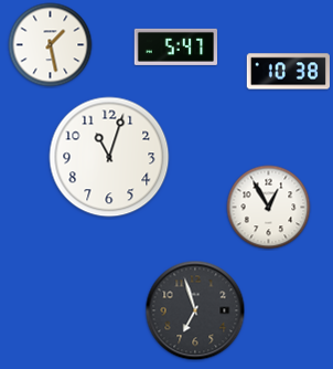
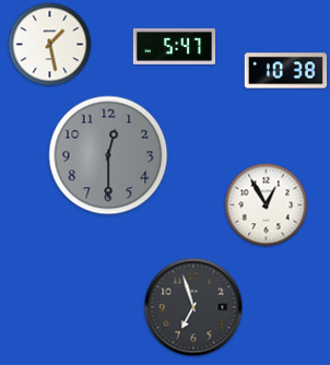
clock at (109, 157): 11:03 -> 12:30
clock at (109, 157) dial: white -> grey
